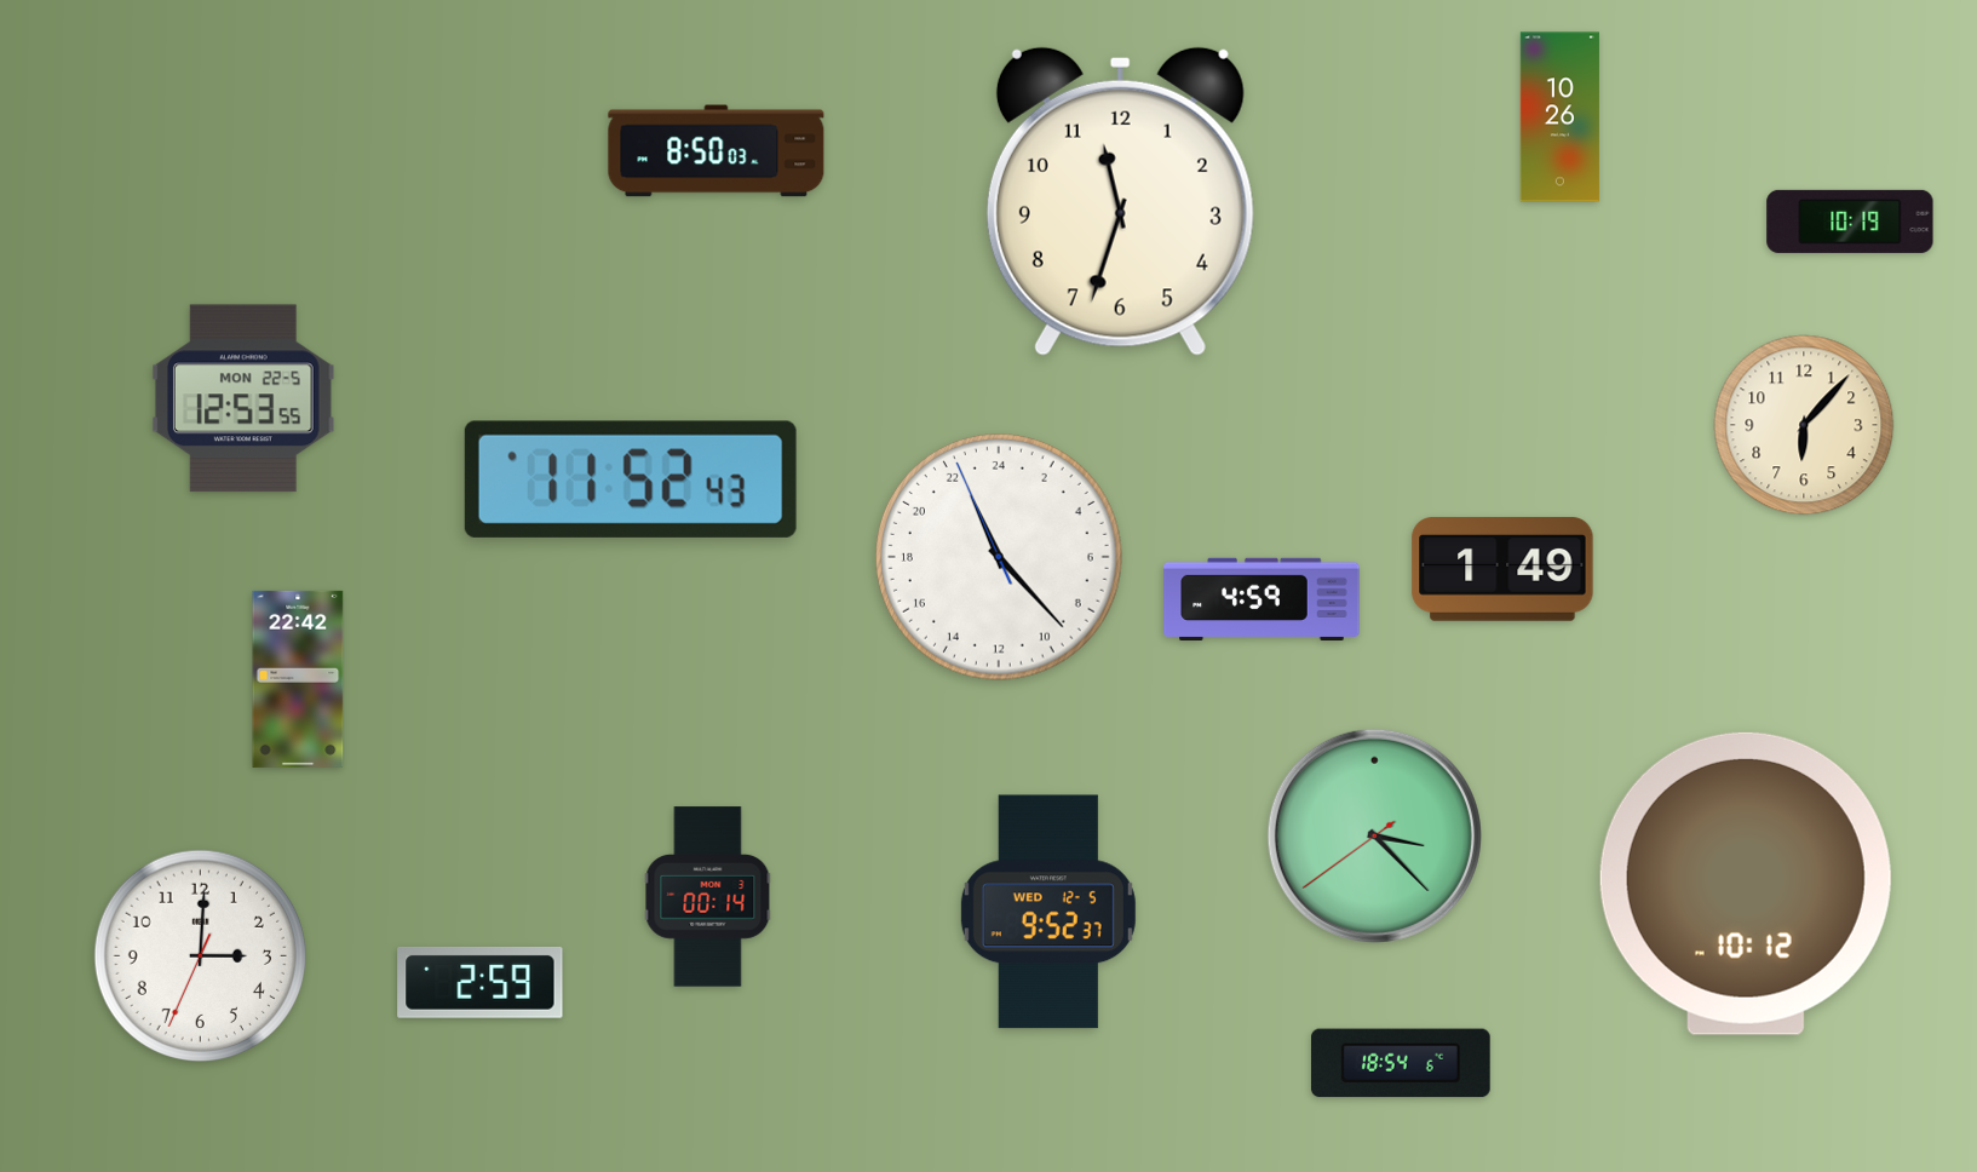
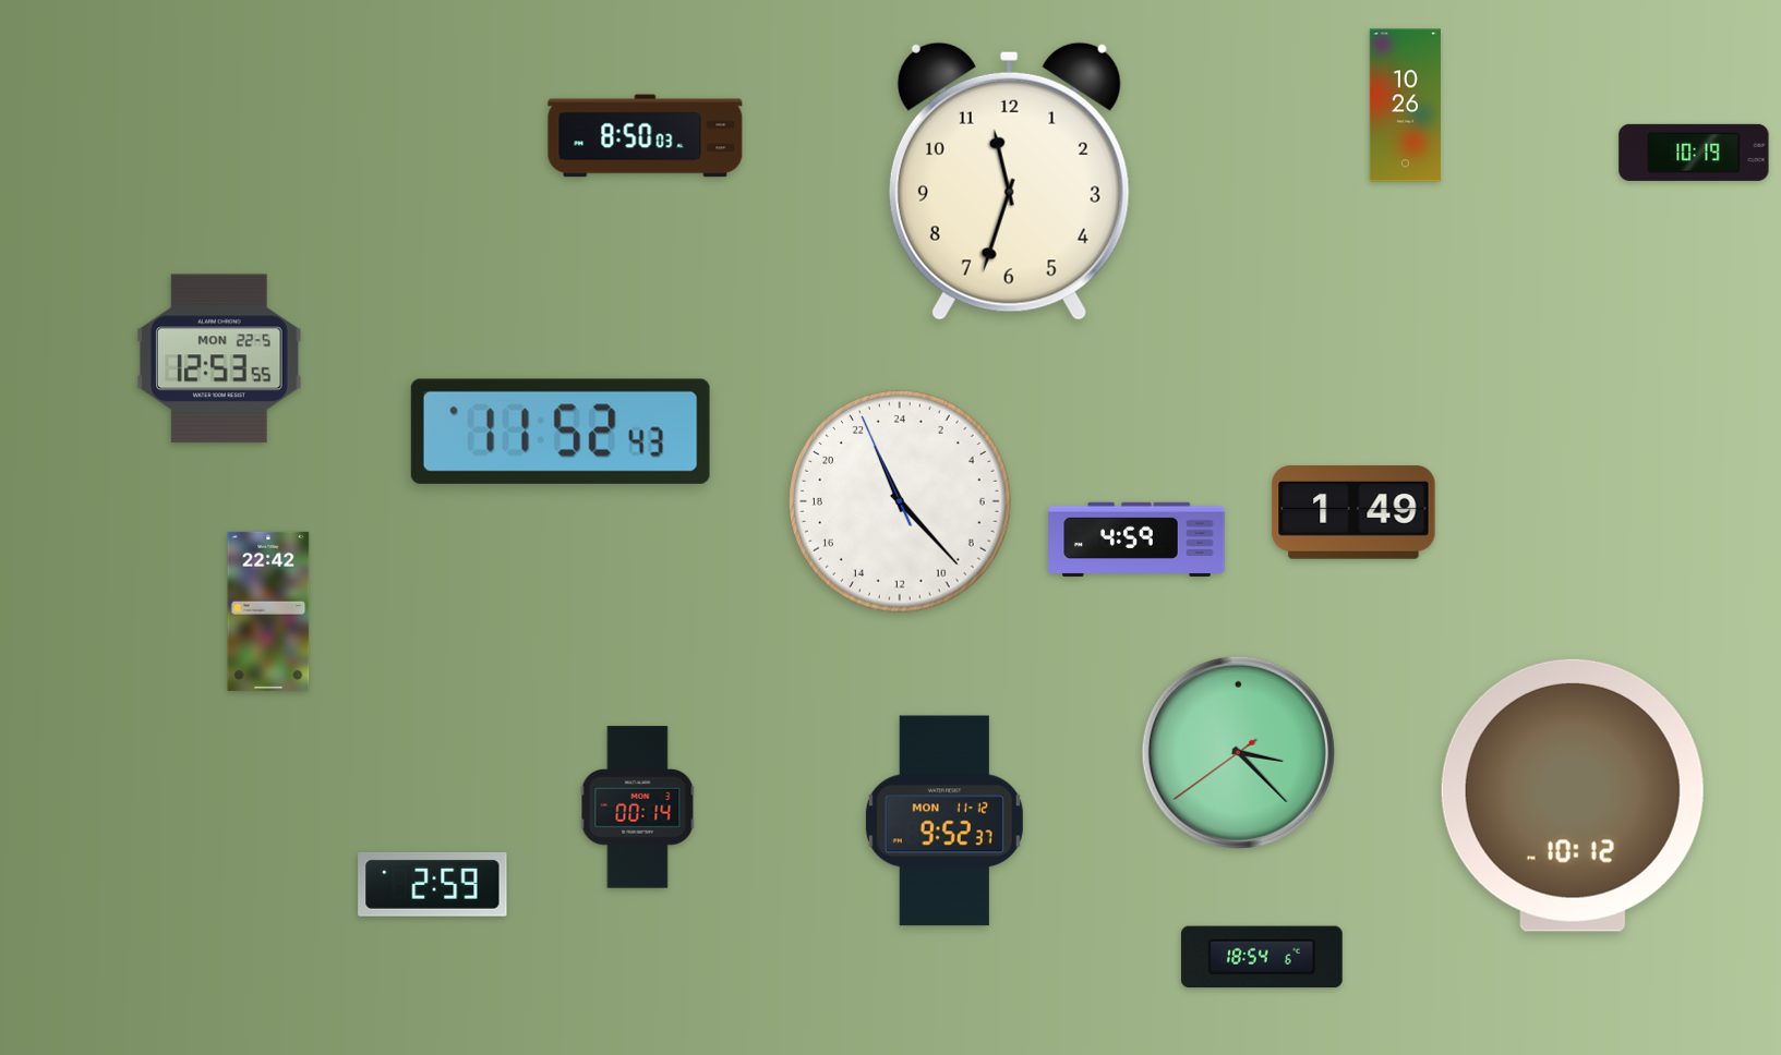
clock at (1850, 222) position: (1850, 222) -> (1694, 153)
clock at (1804, 425): 6:07 -> none
clock at (631, 479) position: (631, 479) -> (561, 432)
clock at (1048, 912) date: WED 12-5 -> MON 11-12
clock at (200, 955): 3:00 -> none
